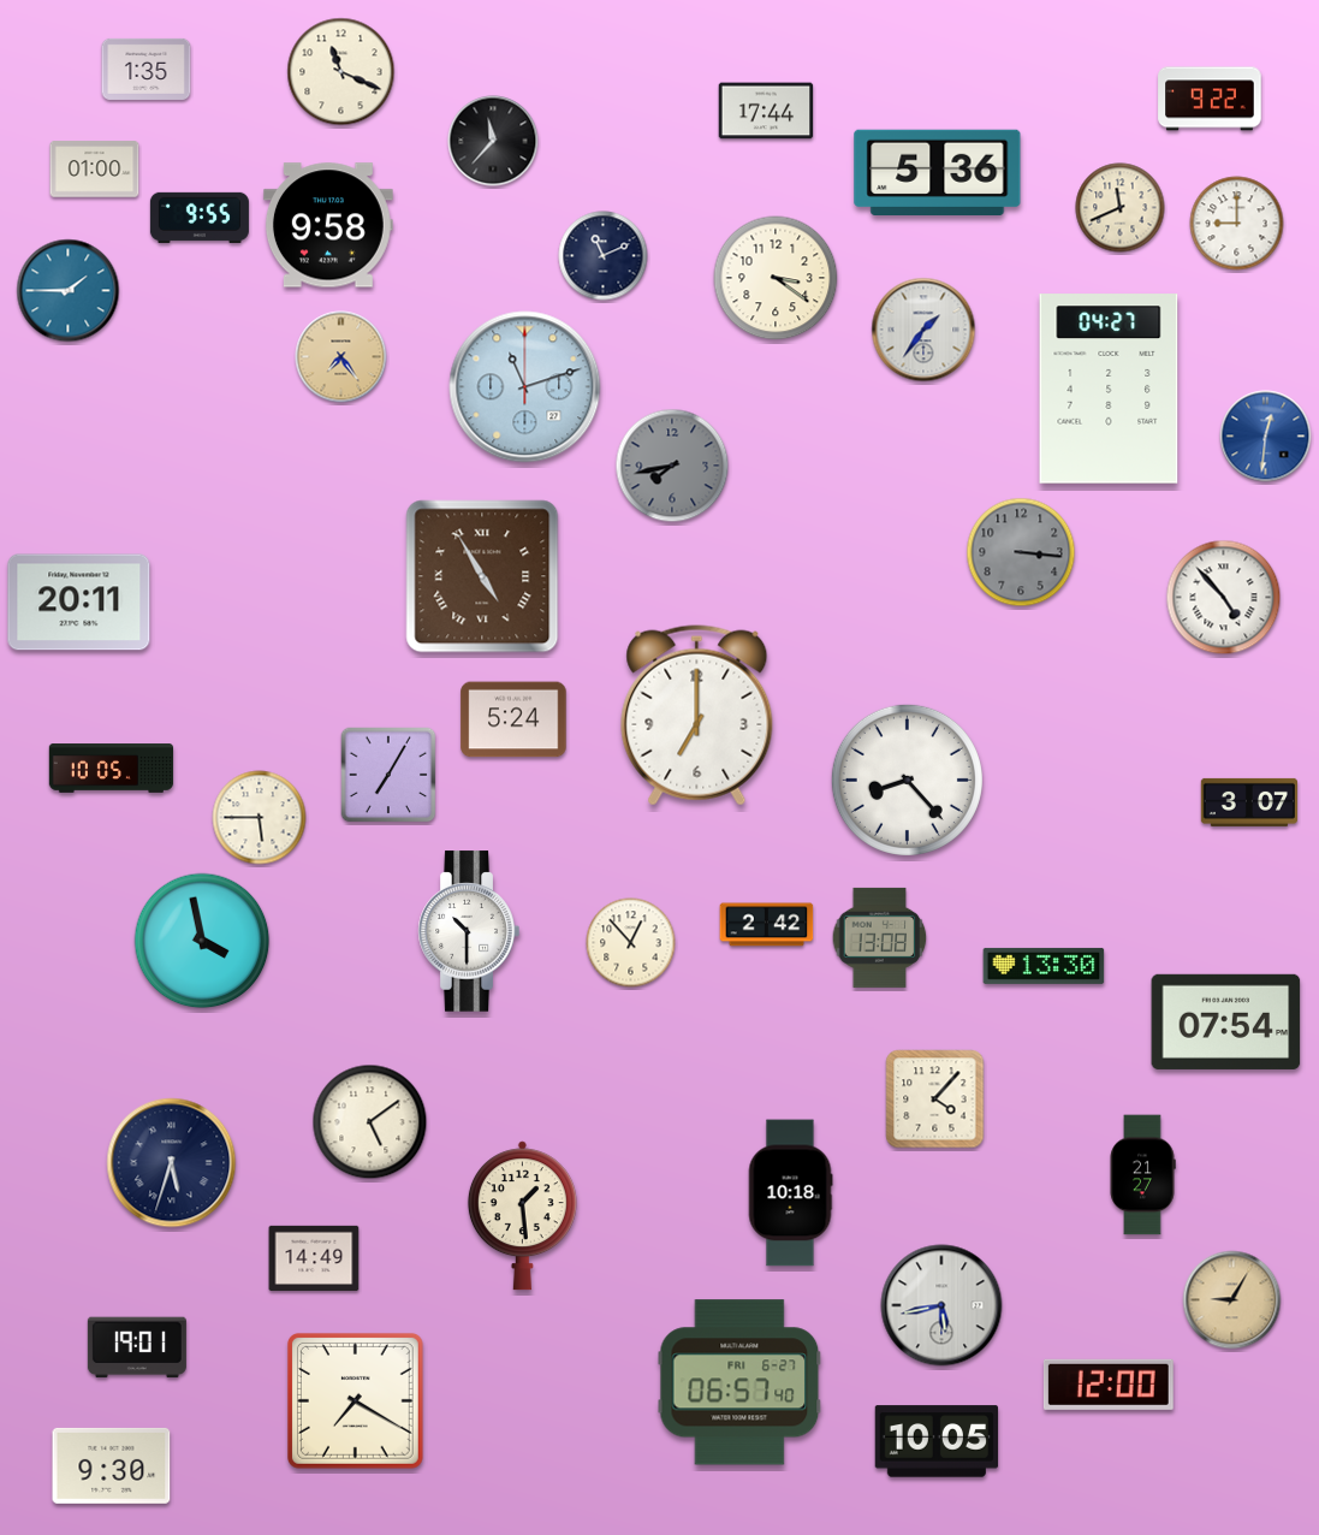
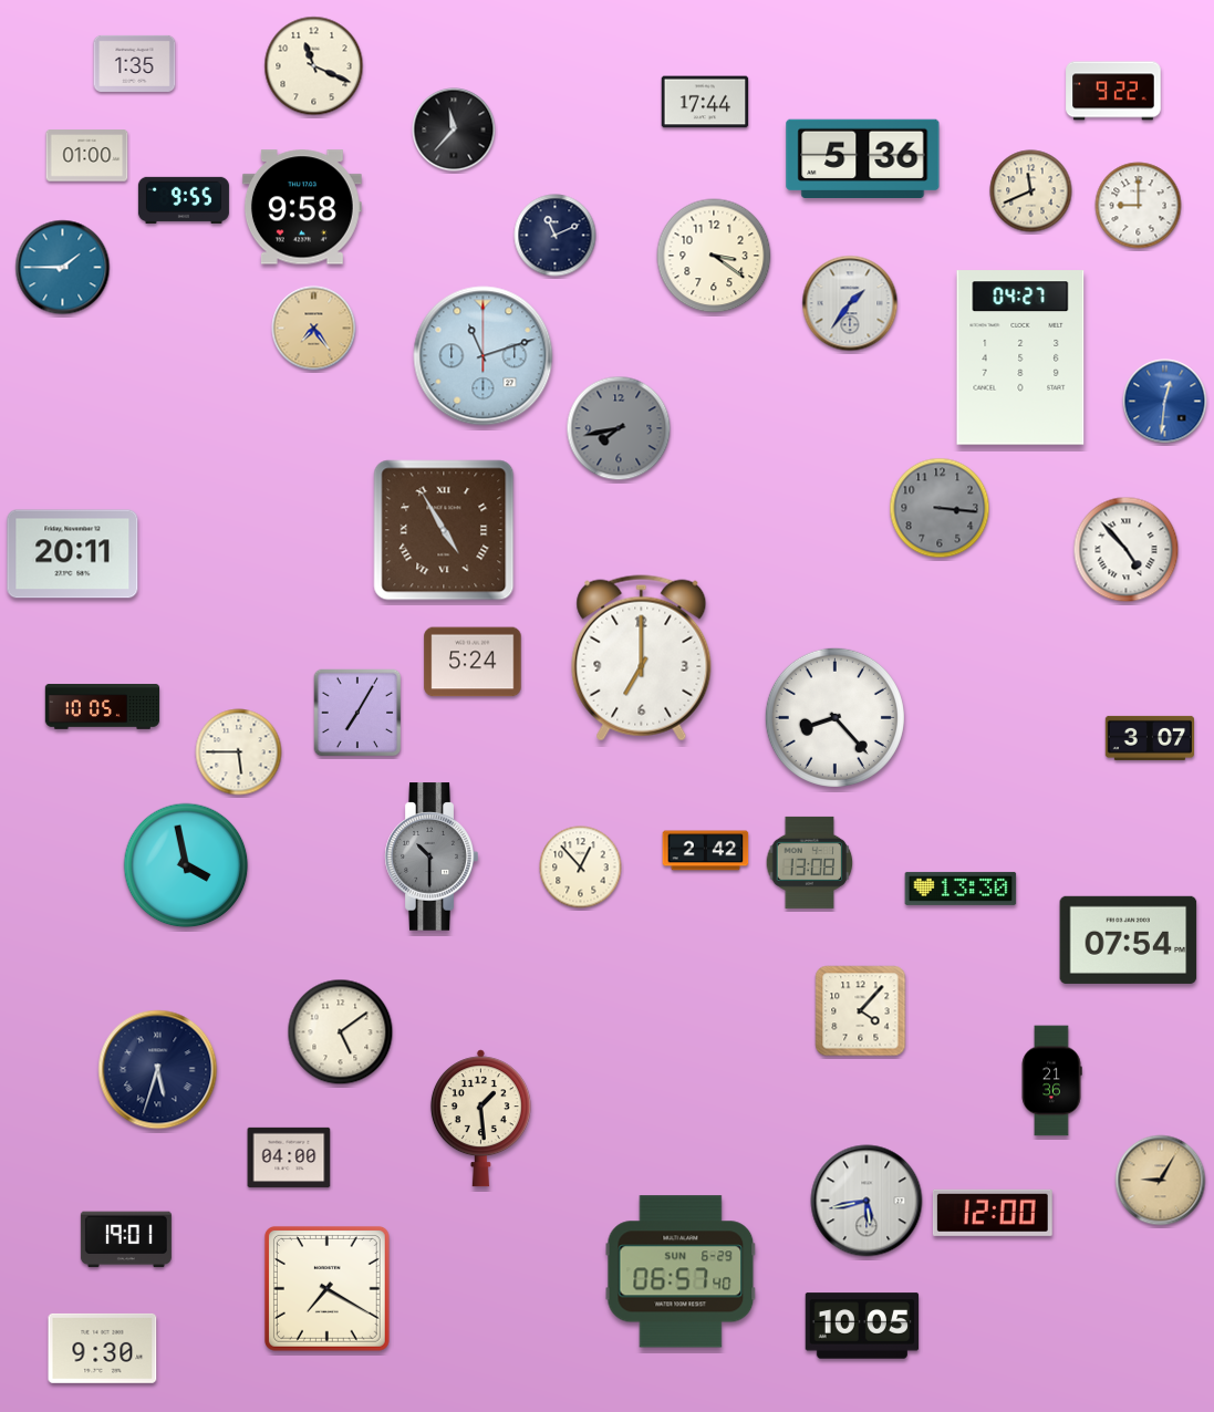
clock at (469, 931) dial: white -> grey
clock at (1142, 1175): 21:27 -> 21:36
clock at (790, 1193): 10:18 -> none
clock at (314, 1258): 14:49 -> 04:00
clock at (1232, 1300) position: (1232, 1300) -> (1161, 1181)
clock at (739, 1382) date: FRI 6-27 -> SUN 6-29
clock at (1109, 1385) position: (1109, 1385) -> (993, 1213)
